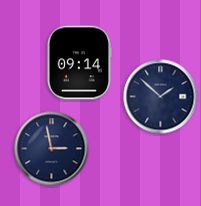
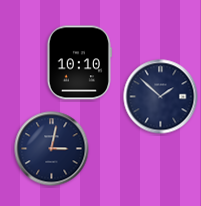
clock at (79, 63): 09:14 -> 10:10
clock at (52, 149): 2:58 -> 3:02
